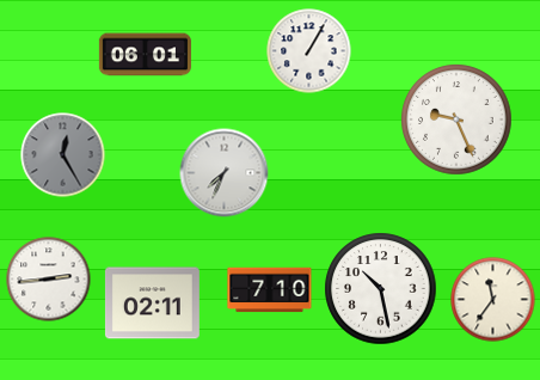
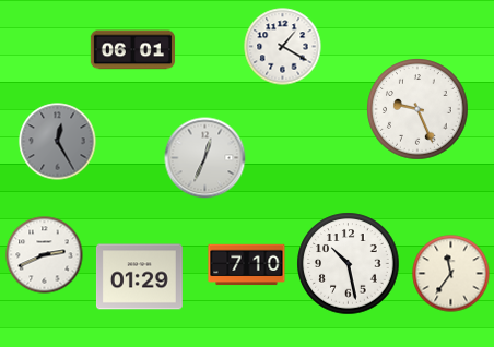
clock at (309, 51): 1:05 -> 1:20
clock at (225, 173): 7:34 -> 12:34
clock at (49, 280): 2:44 -> 2:41
clock at (152, 304): 02:11 -> 01:29
